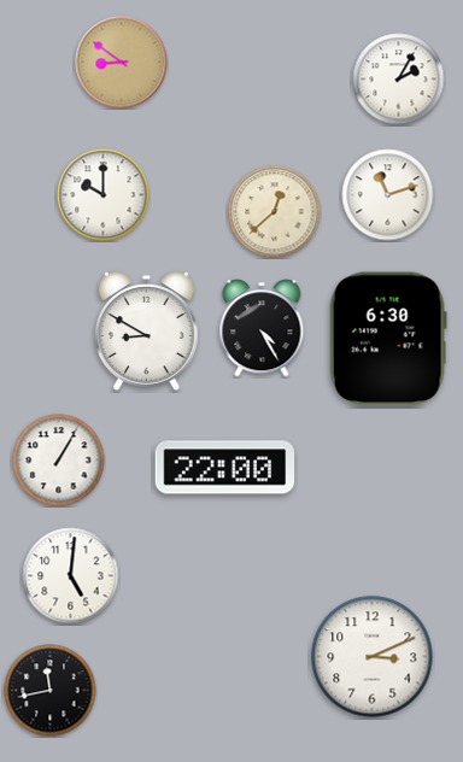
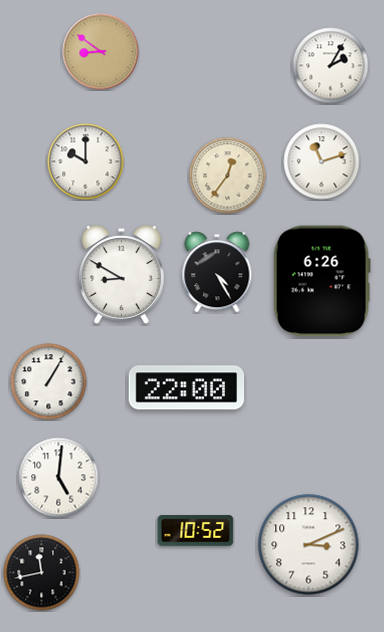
clock at (275, 212): 12:38 -> 12:36
clock at (388, 339): 6:30 -> 6:26
clock at (196, 531): none -> 10:52
